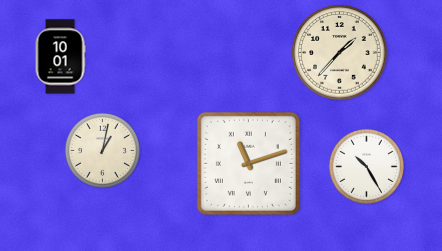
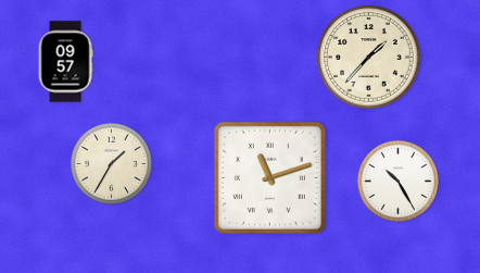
clock at (60, 57): 10:01 -> 09:57
clock at (102, 150): 1:02 -> 1:35
